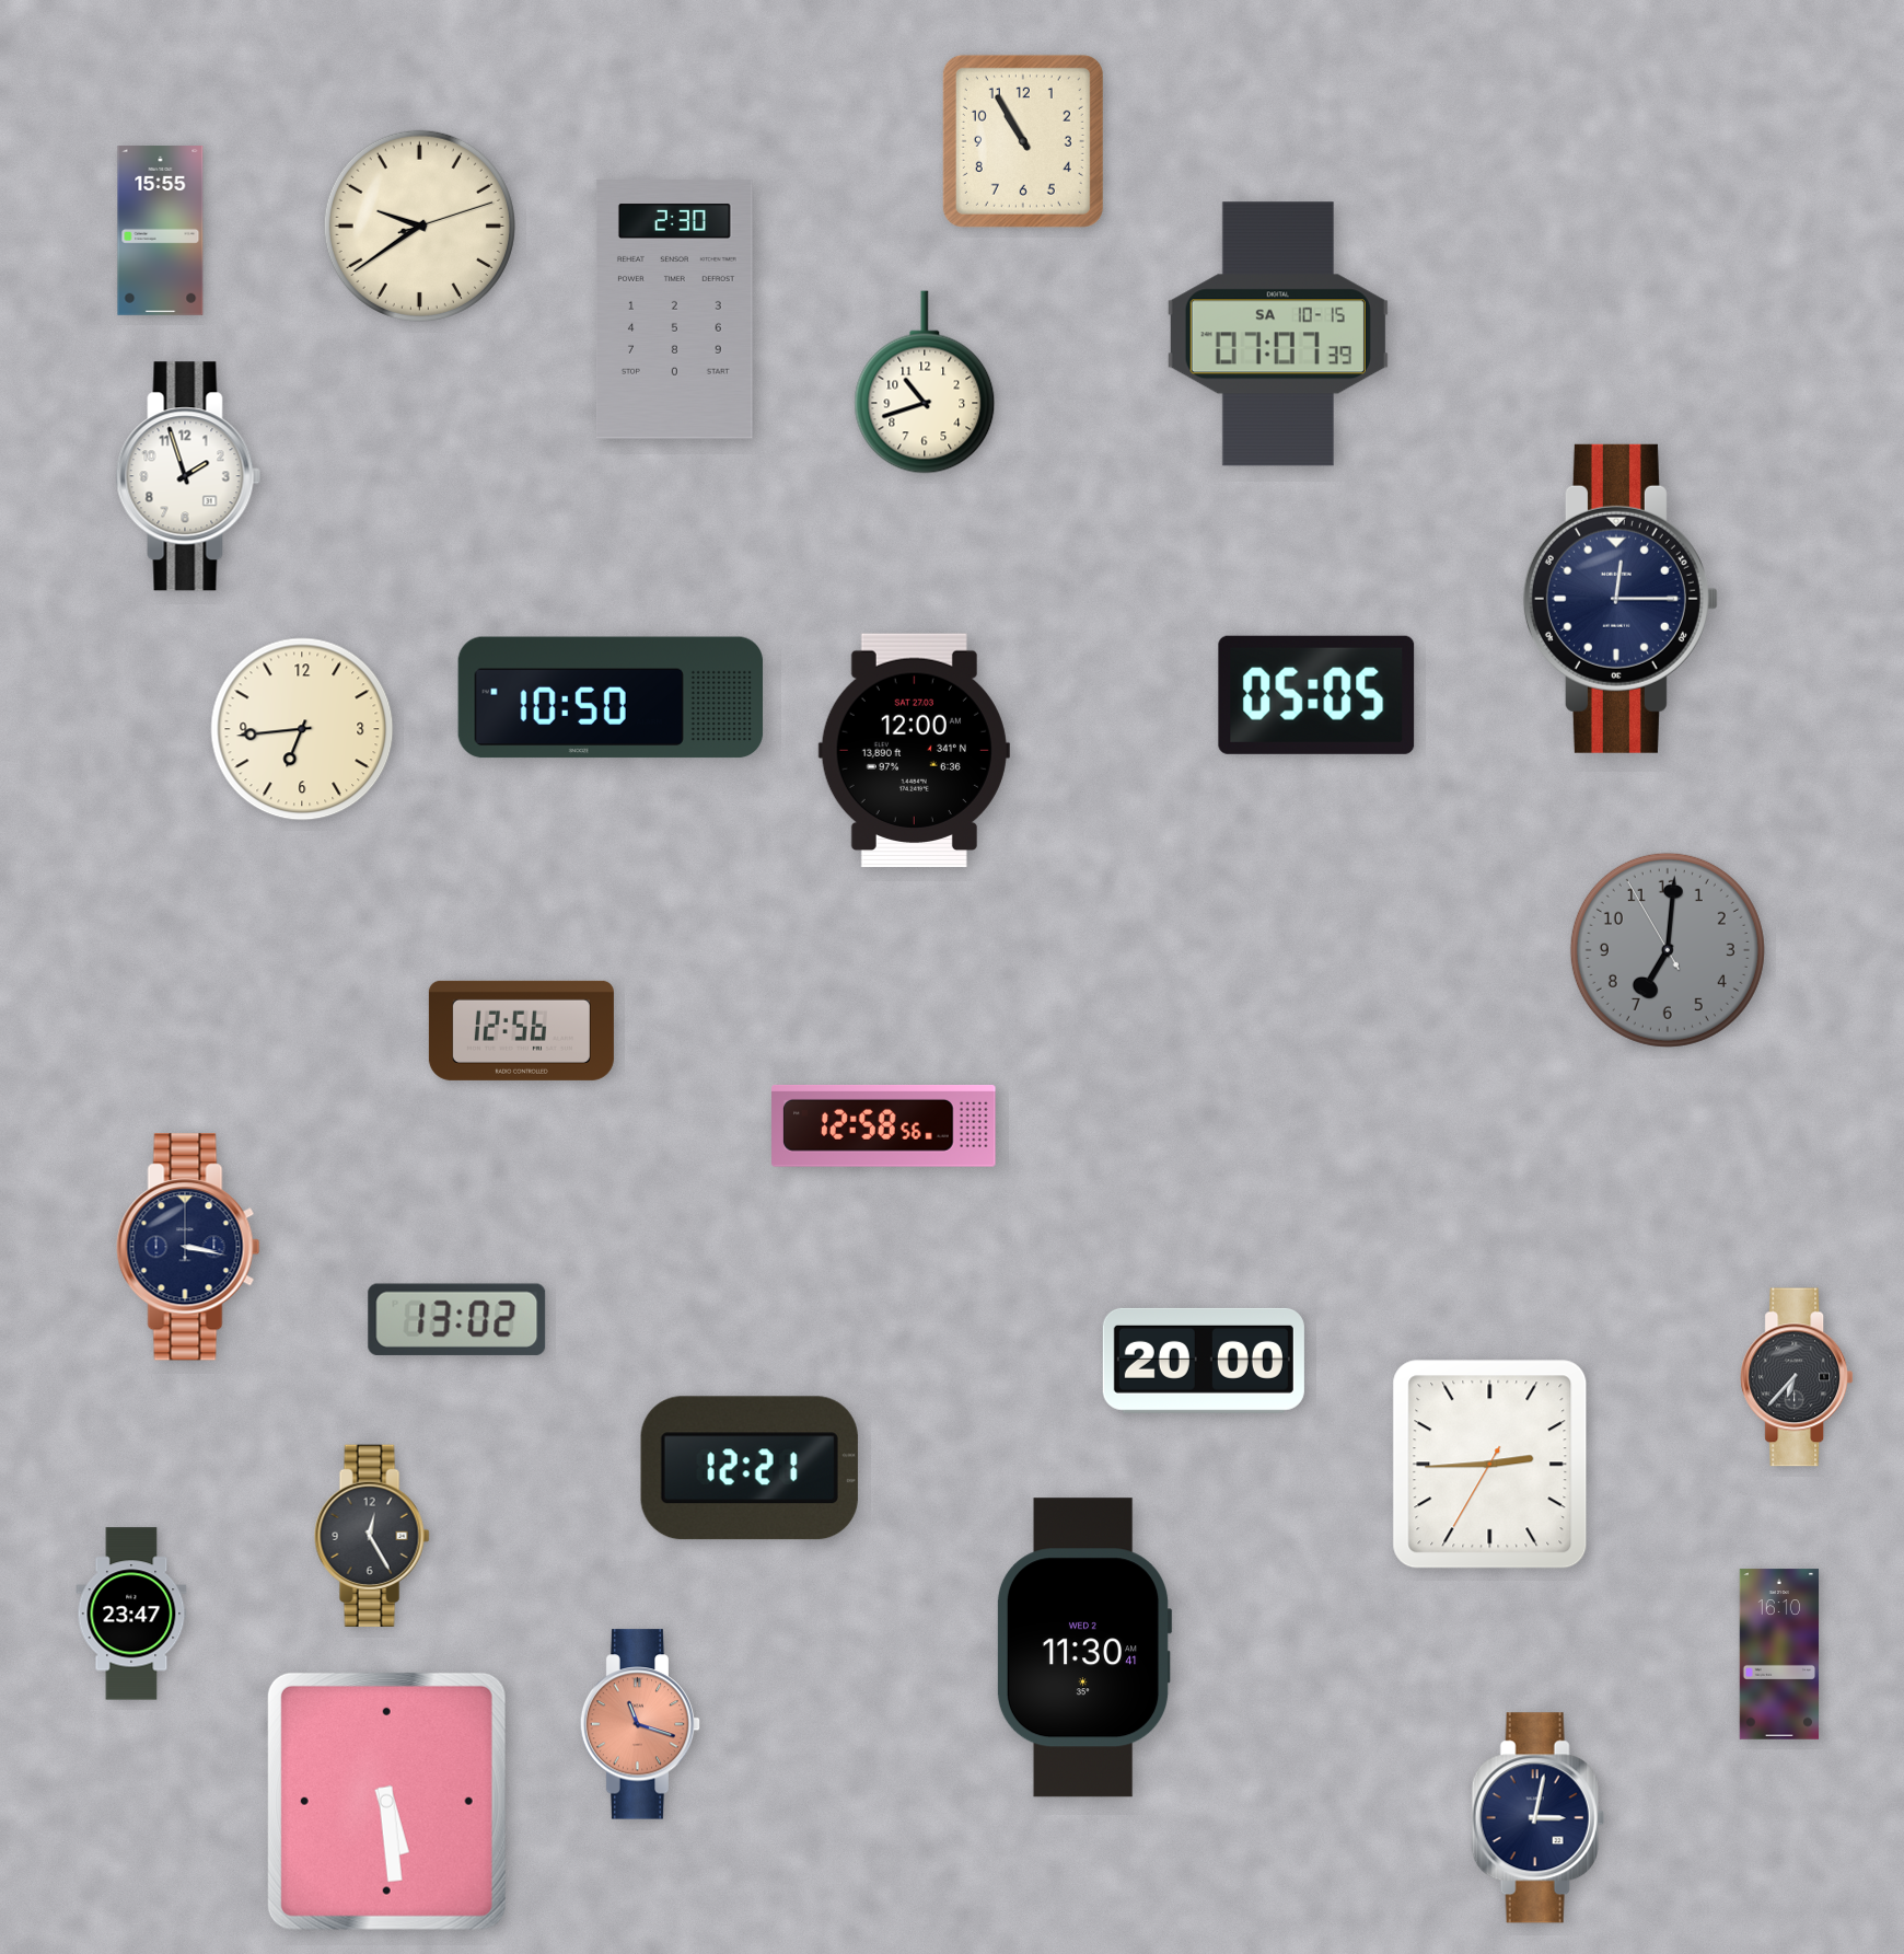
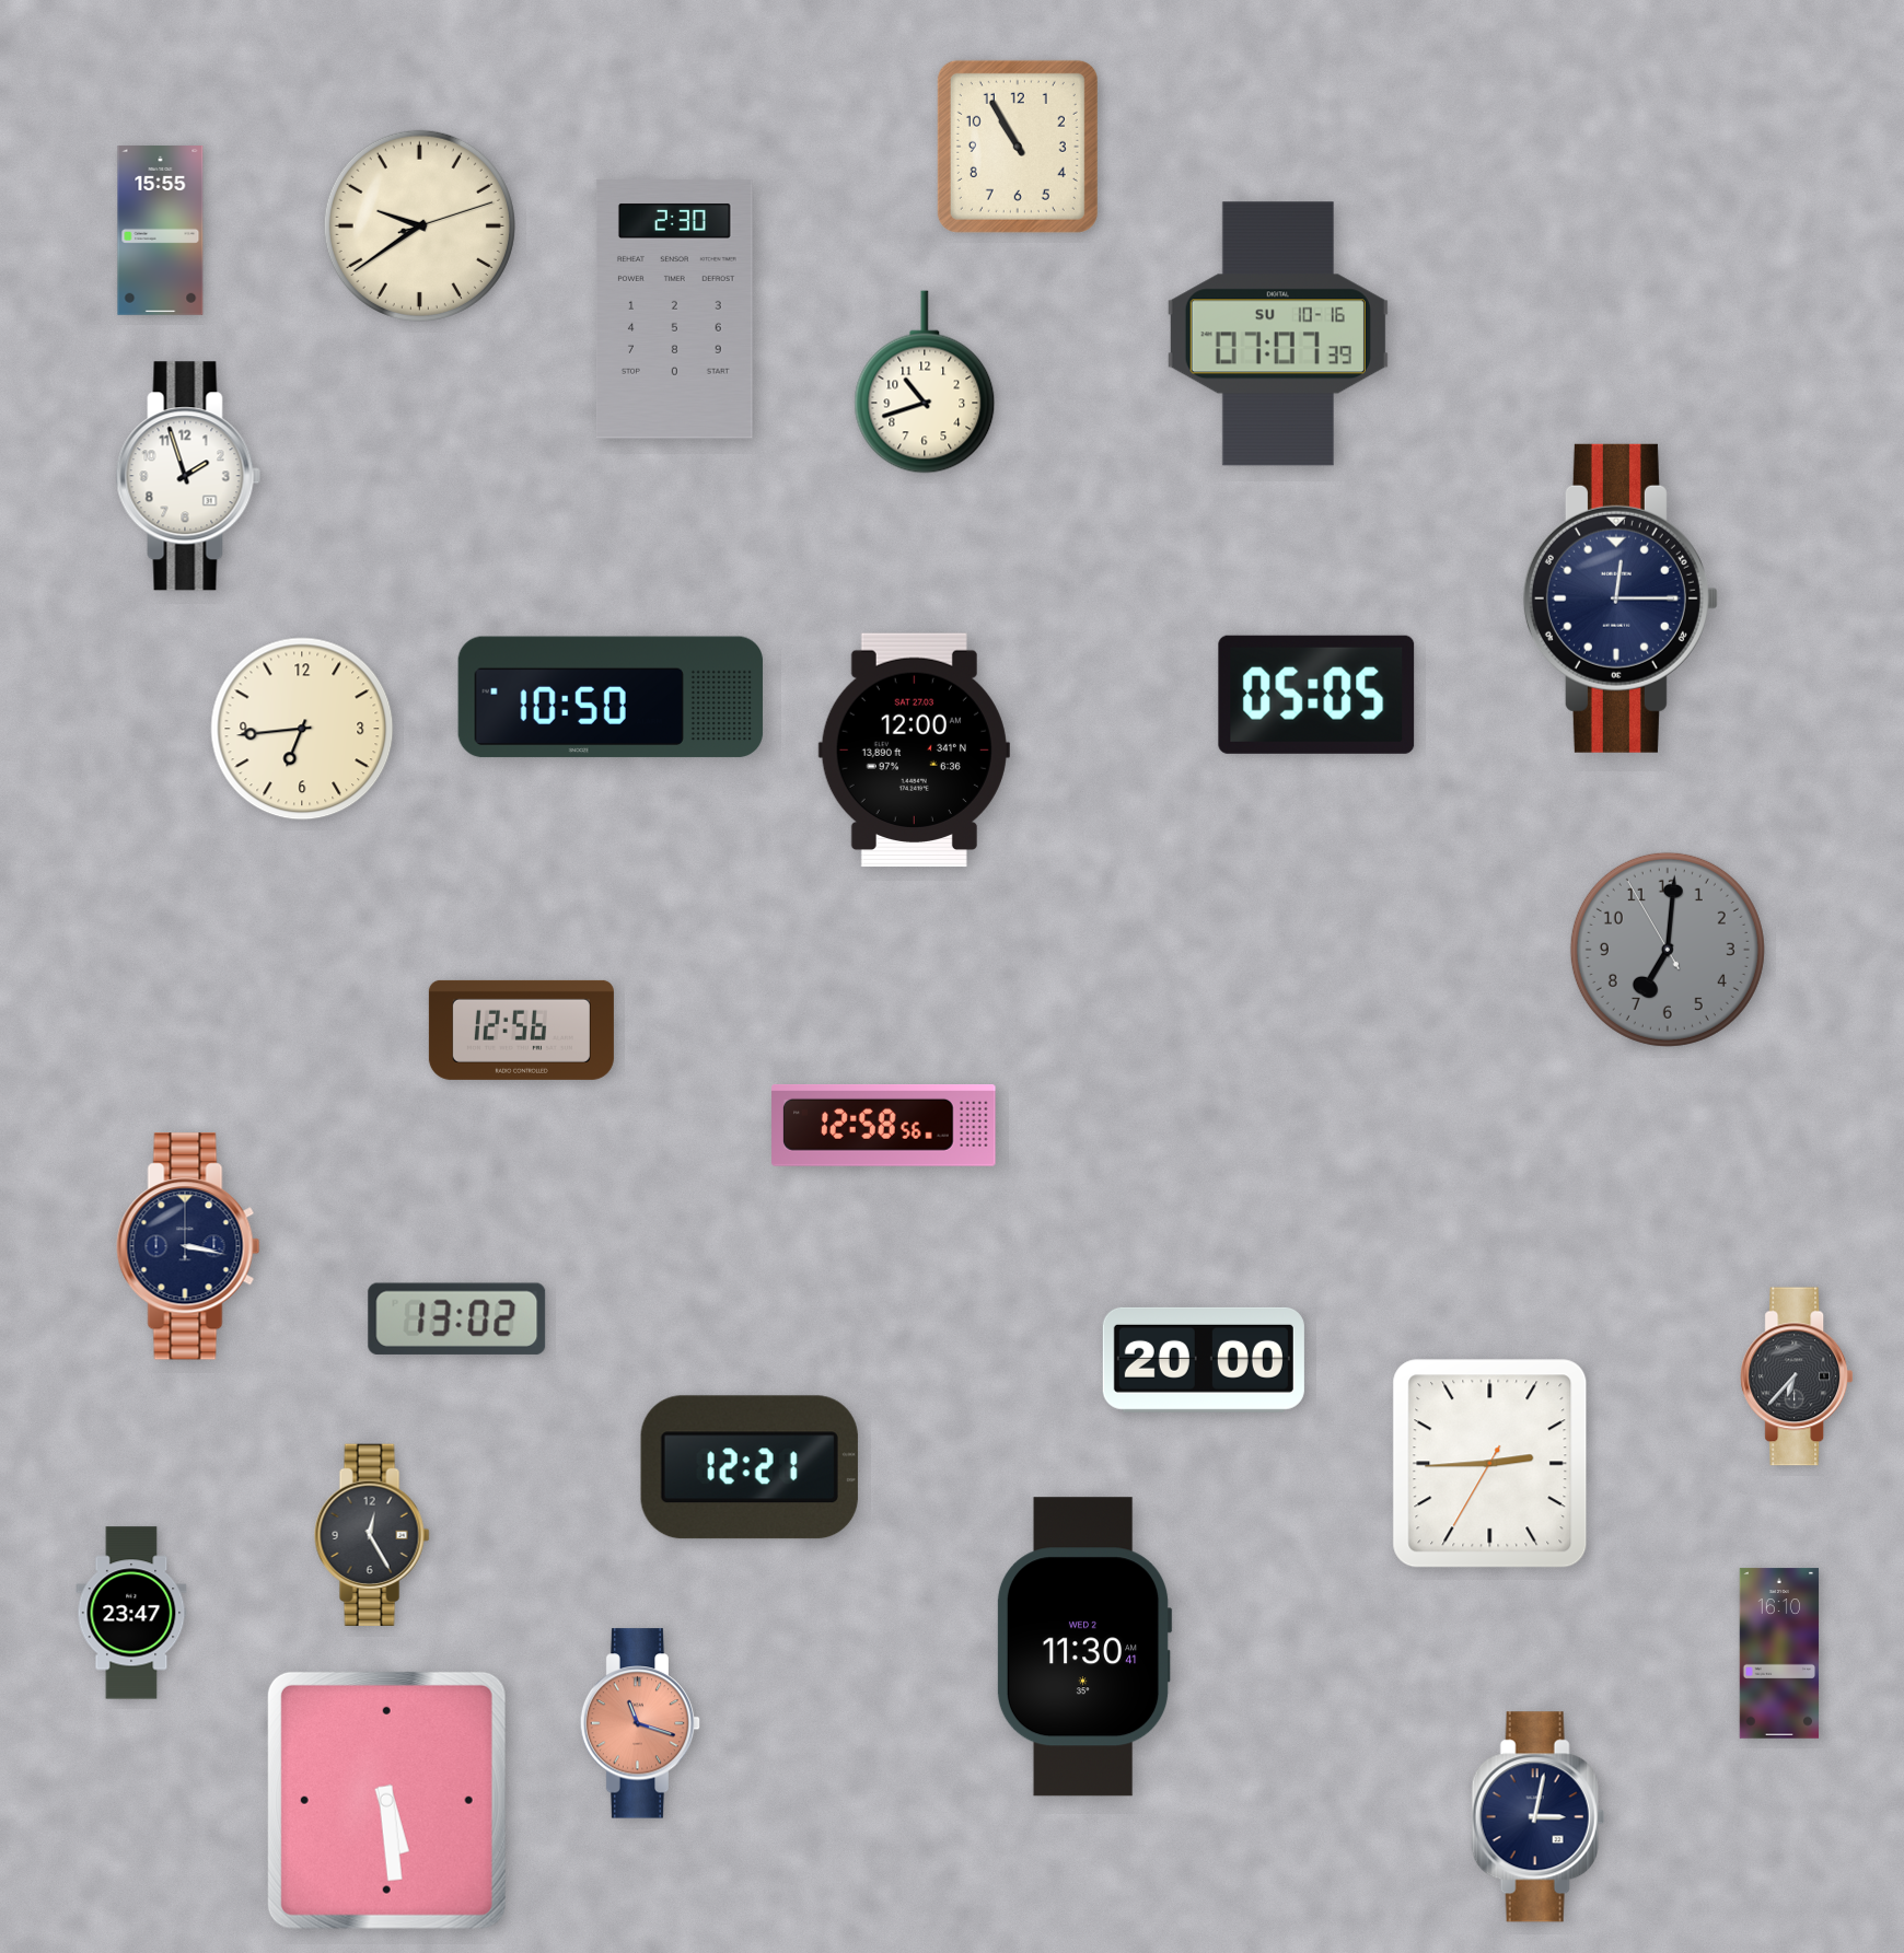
clock at (1023, 141) position: (1023, 141) -> (1018, 147)
clock at (1278, 334) date: SA 10-15 -> SU 10-16
